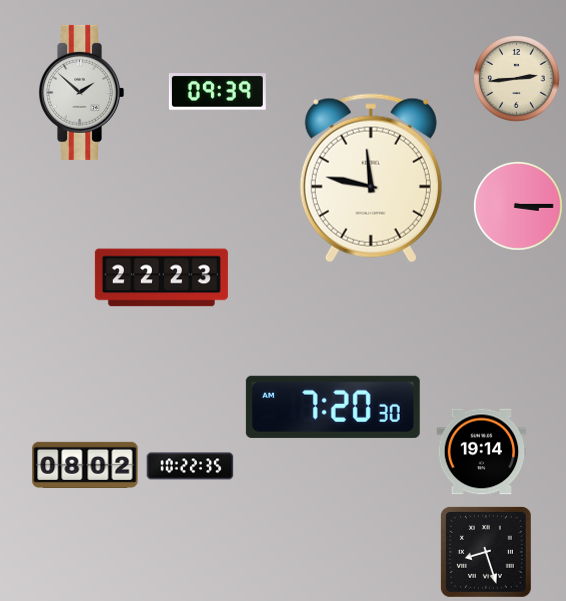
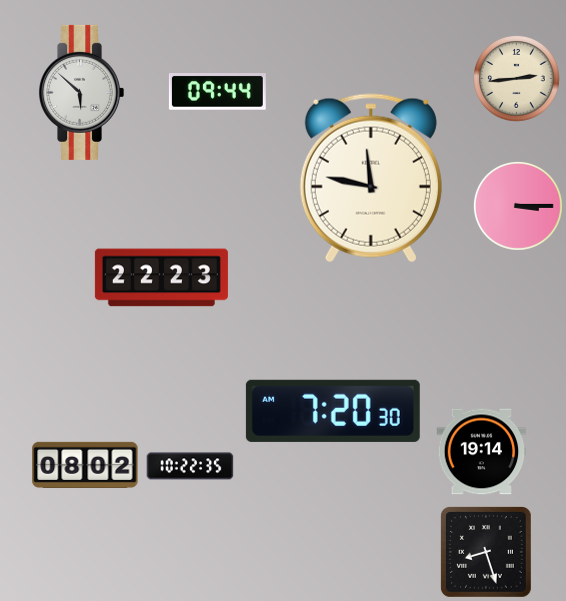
clock at (81, 92): 1:52 -> 5:52
clock at (217, 92): 09:39 -> 09:44
clock at (333, 407) position: (333, 407) -> (333, 411)
